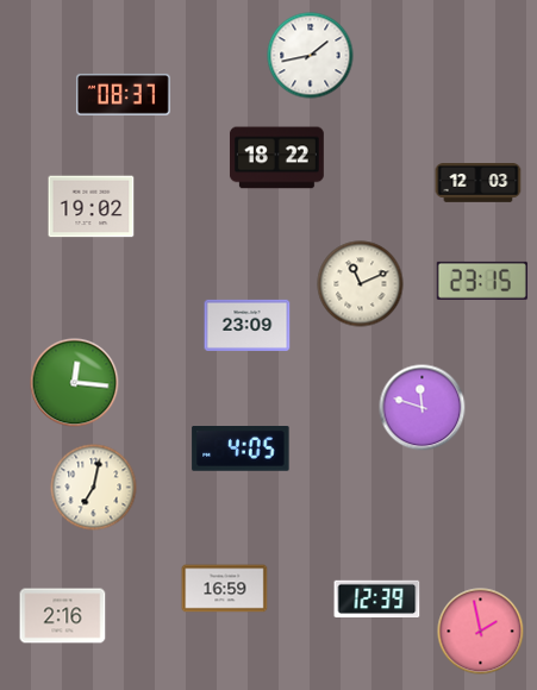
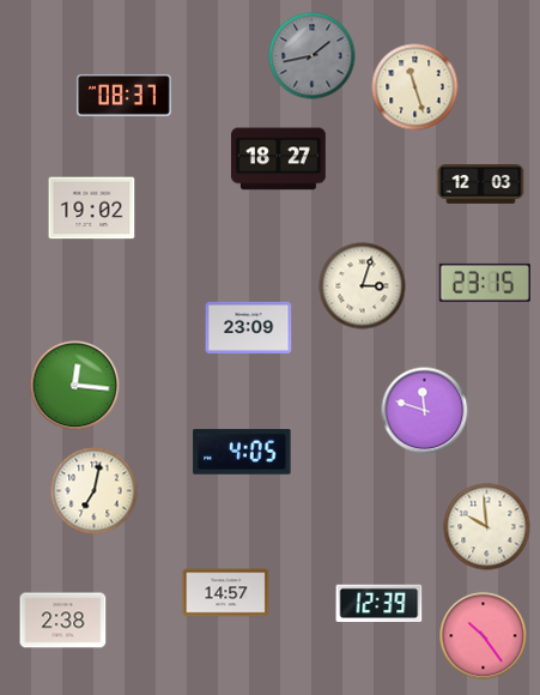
clock at (311, 56) dial: white -> grey
clock at (415, 87): none -> 11:27
clock at (276, 158): 18:22 -> 18:27
clock at (361, 284): 11:11 -> 3:03
clock at (487, 527): none -> 9:59
clock at (225, 589): 16:59 -> 14:57
clock at (63, 616): 2:16 -> 2:38
clock at (481, 632): 1:58 -> 10:24
